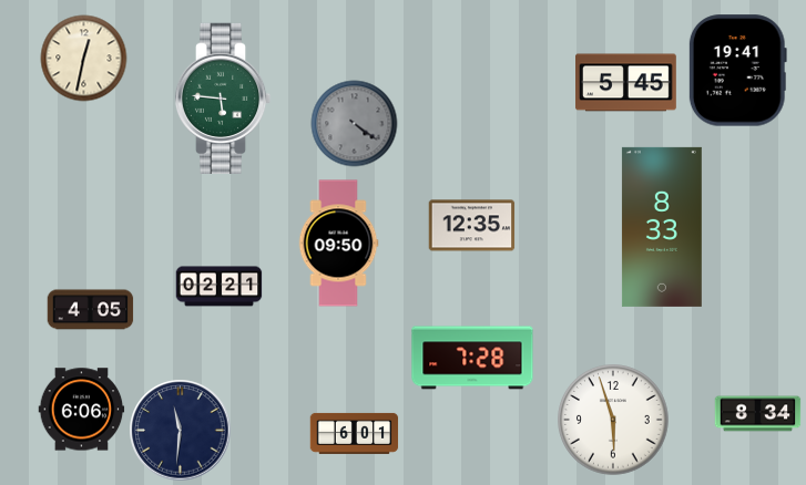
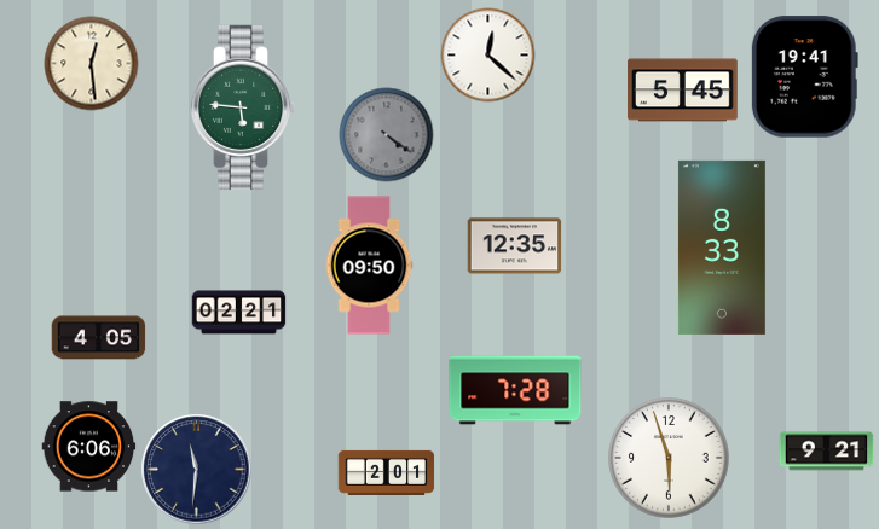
clock at (487, 54): none -> 12:22
clock at (83, 58): 12:32 -> 12:29
clock at (757, 414): 8:34 -> 9:21
clock at (354, 433): 6:01 -> 2:01
